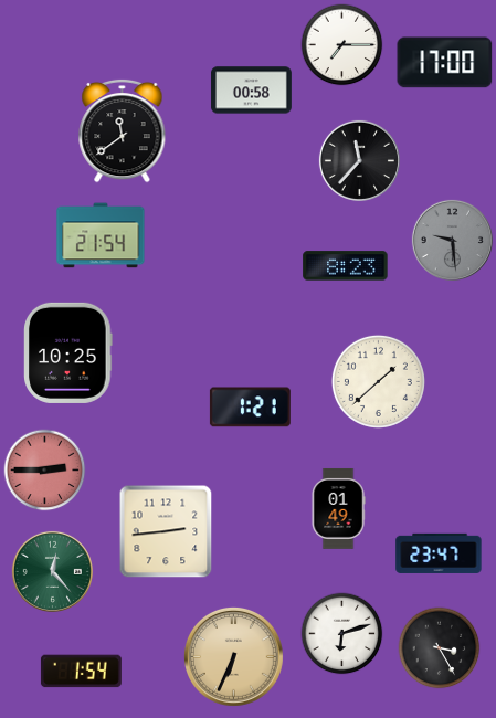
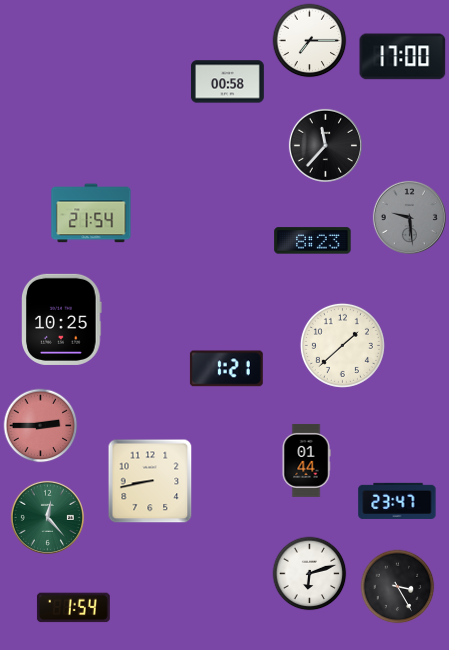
clock at (123, 130): 11:39 -> none
clock at (338, 508): 01:49 -> 01:44
clock at (166, 531): 2:44 -> 8:43
clock at (233, 656): 6:34 -> none
